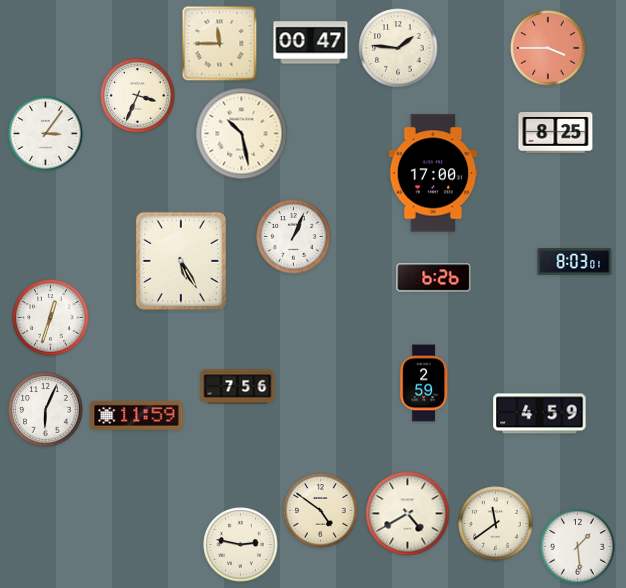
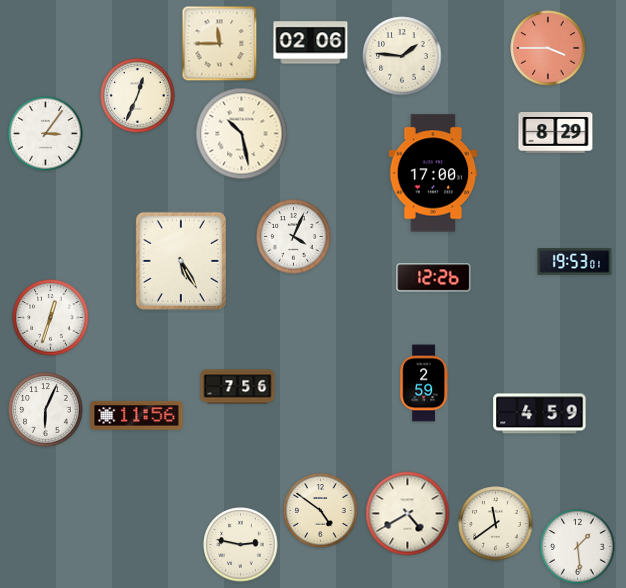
clock at (311, 43): 00:47 -> 02:06
clock at (398, 48) position: (398, 48) -> (402, 56)
clock at (138, 96): 3:34 -> 12:34
clock at (556, 133): 8:25 -> 8:29
clock at (294, 237): 1:04 -> 4:04
clock at (575, 262): 8:03 -> 19:53
clock at (434, 278): 6:26 -> 12:26
clock at (137, 416): 11:59 -> 11:56
